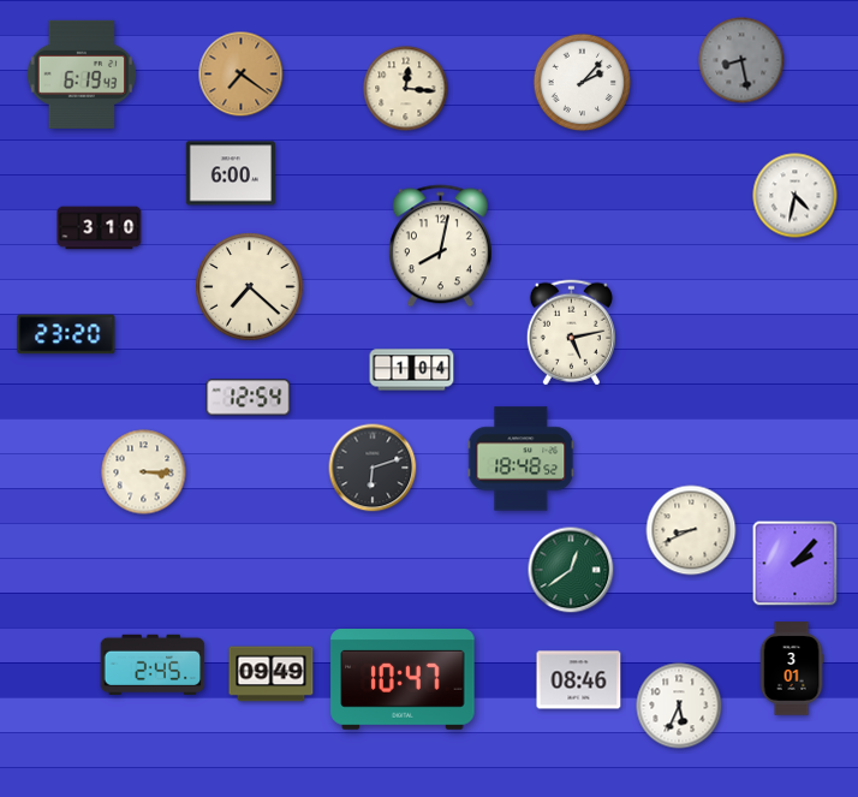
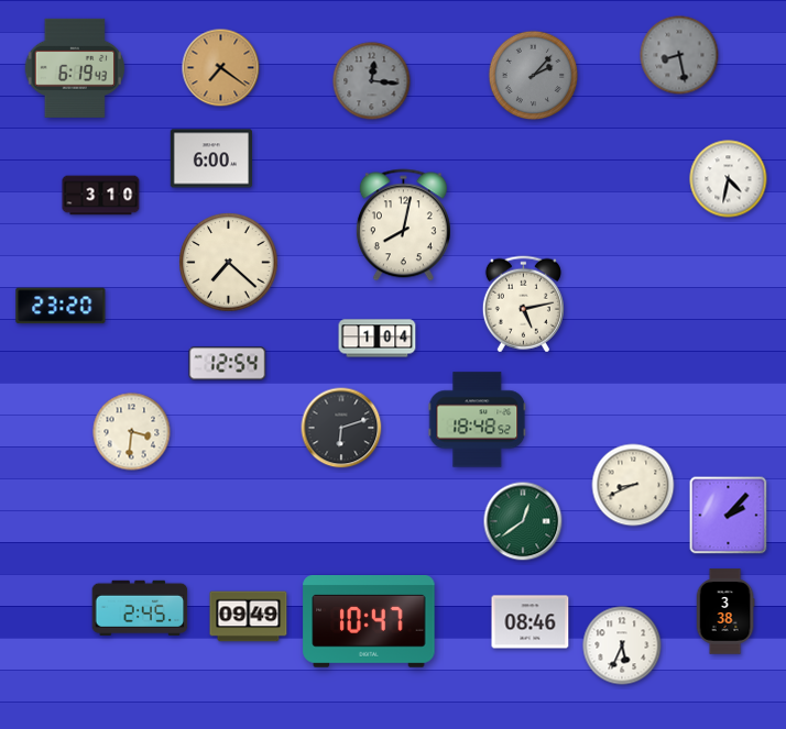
clock at (583, 83) dial: white -> grey
clock at (406, 89) dial: cream -> grey
clock at (100, 228) position: (100, 228) -> (101, 196)
clock at (144, 472): 3:15 -> 3:31
clock at (792, 668): 3:01 -> 3:38
